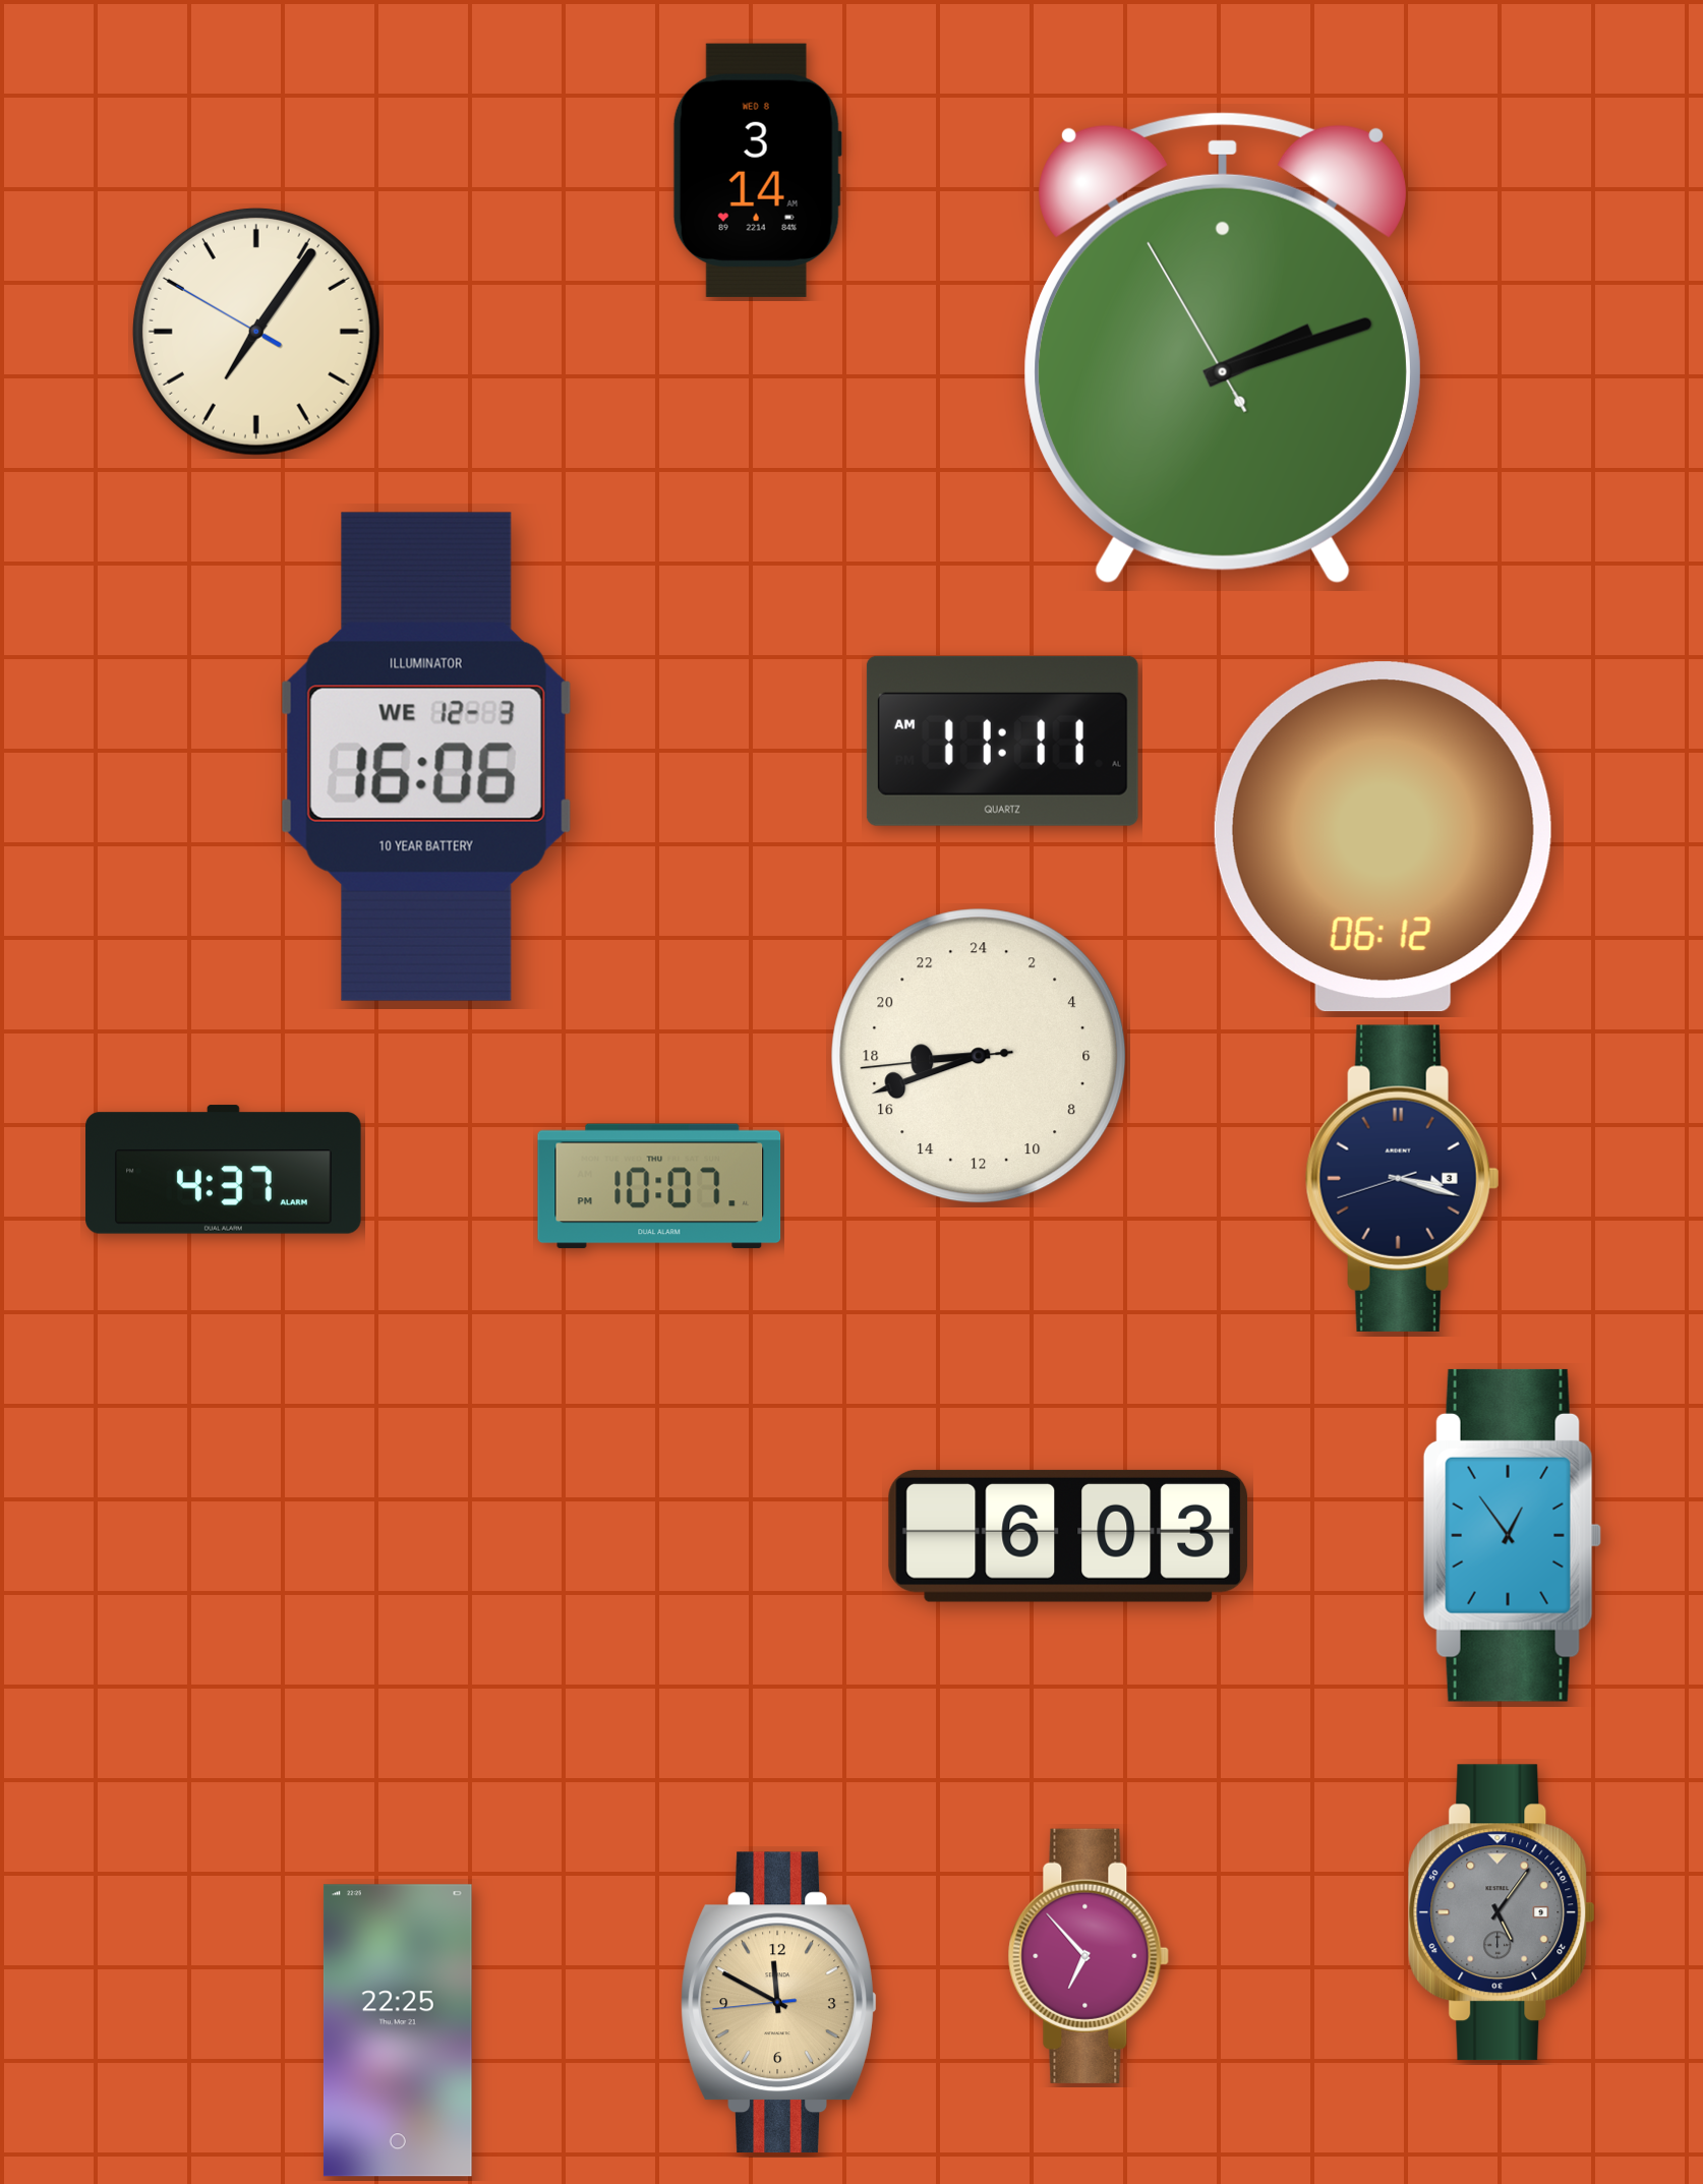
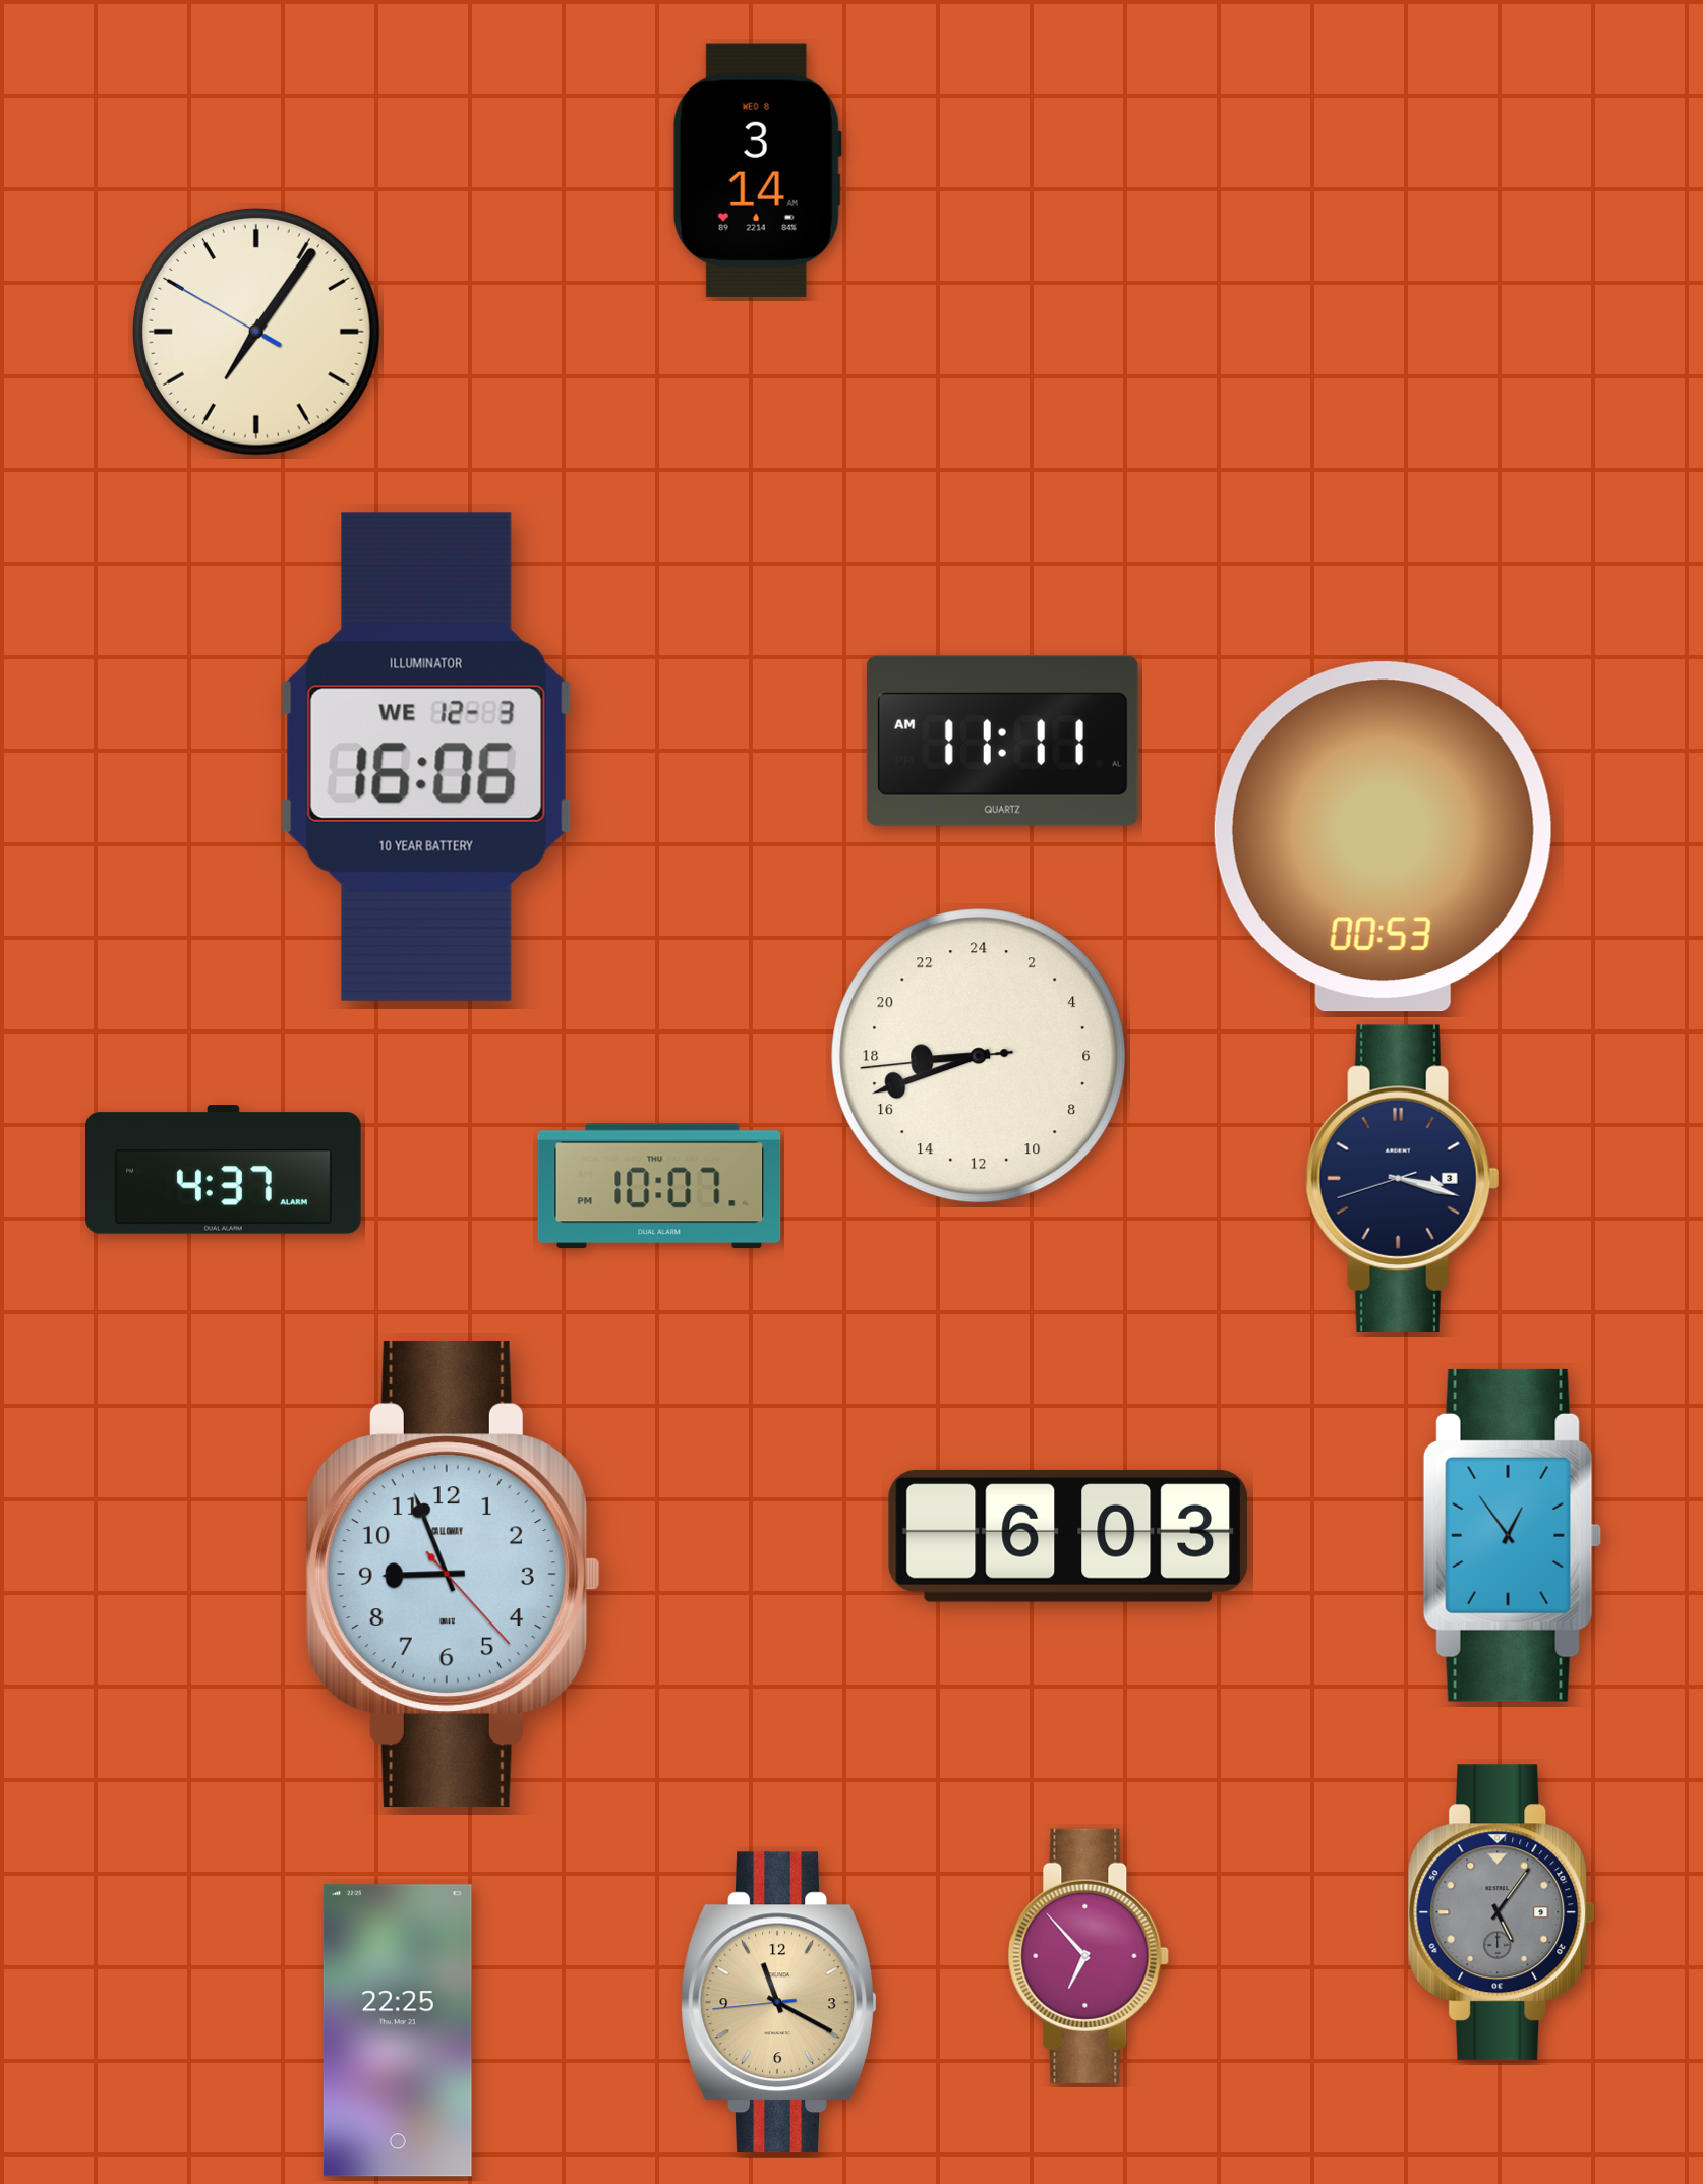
clock at (1223, 348): 2:11 -> none
clock at (1383, 837): 06:12 -> 00:53
clock at (453, 1575): none -> 8:56
clock at (779, 2003): 11:49 -> 11:19
